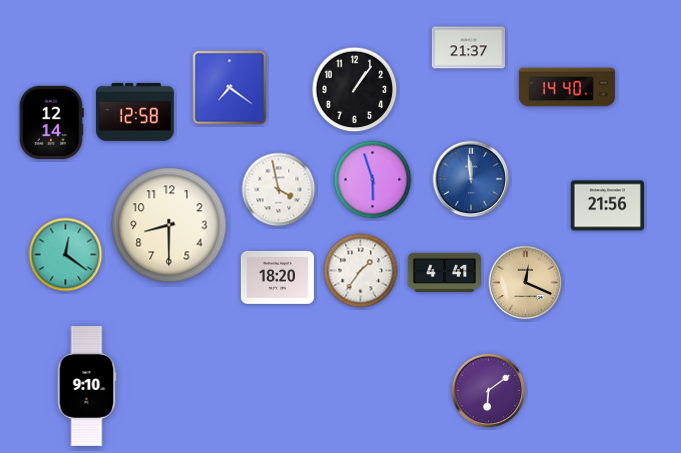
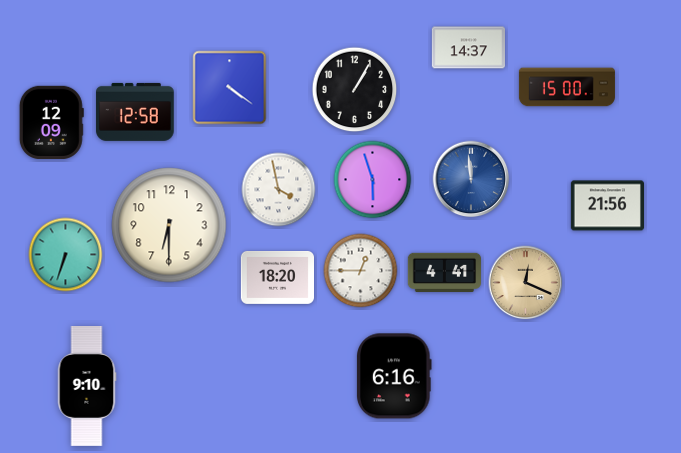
clock at (468, 48): 21:37 -> 14:37
clock at (567, 87): 14:40 -> 15:00
clock at (230, 88): 7:21 -> 4:21
clock at (355, 90): 1:06 -> 1:05
clock at (51, 122): 12:14 -> 12:09
clock at (169, 225): 8:30 -> 6:30
clock at (66, 255): 12:21 -> 6:33
clock at (361, 271): 1:36 -> 12:45
clock at (395, 376): none -> 6:16
clock at (489, 391): 6:09 -> none
